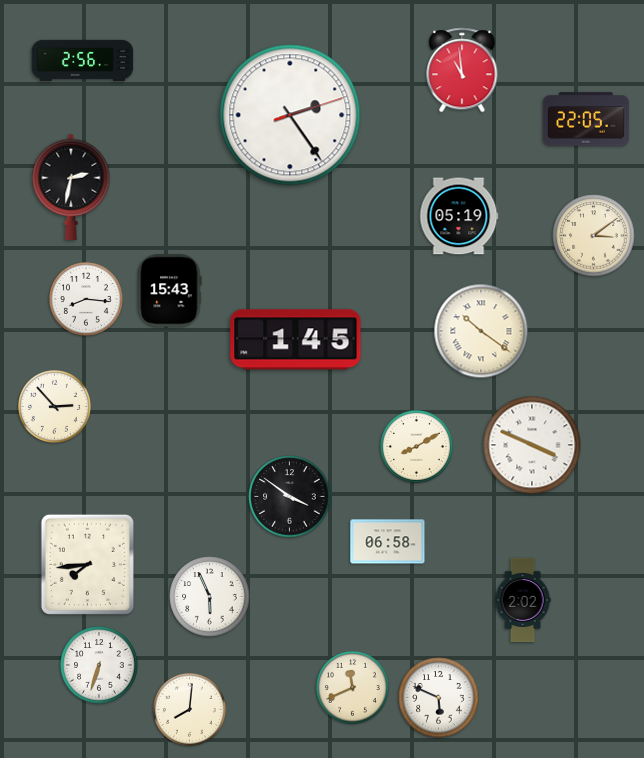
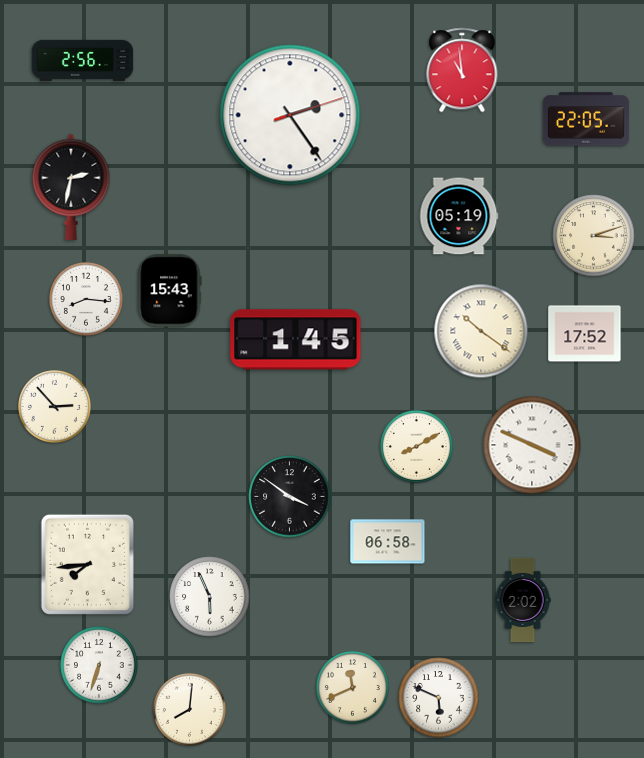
clock at (594, 236): 3:09 -> 3:12
clock at (585, 334): none -> 17:52
